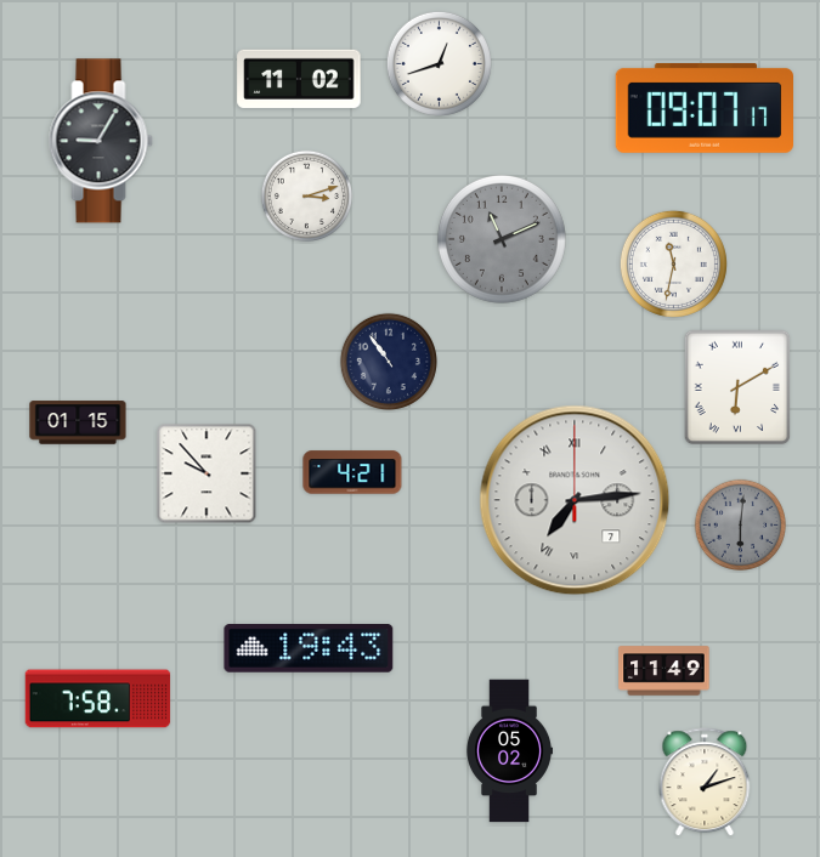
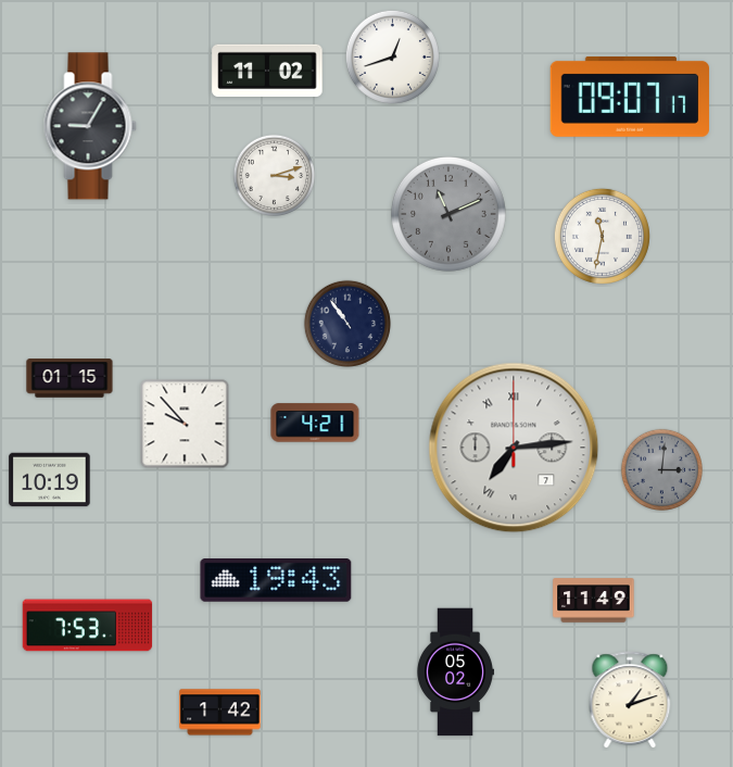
clock at (737, 387): 6:10 -> none
clock at (740, 524): 6:01 -> 3:01
clock at (50, 480): none -> 10:19
clock at (98, 699): 7:58 -> 7:53
clock at (220, 713): none -> 1:42
